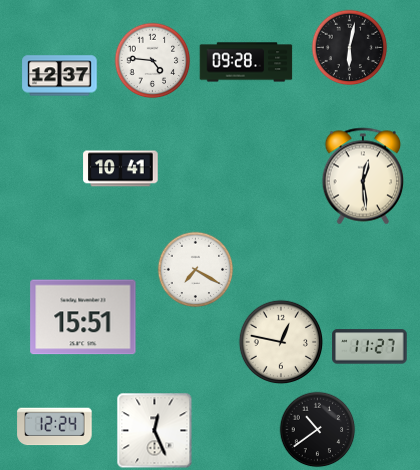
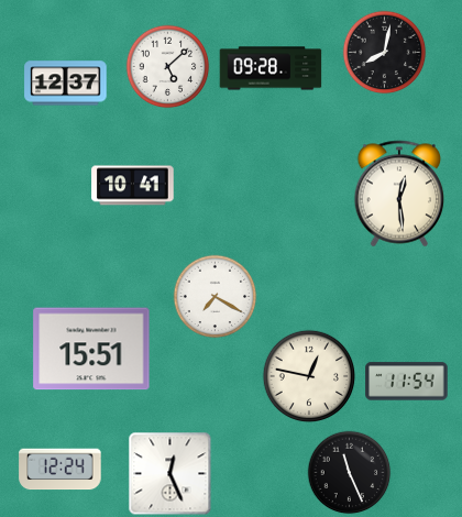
clock at (350, 48): 6:02 -> 8:02
clock at (153, 61): 4:46 -> 5:08
clock at (370, 347): 11:27 -> 11:54
clock at (318, 430): 10:39 -> 11:26
